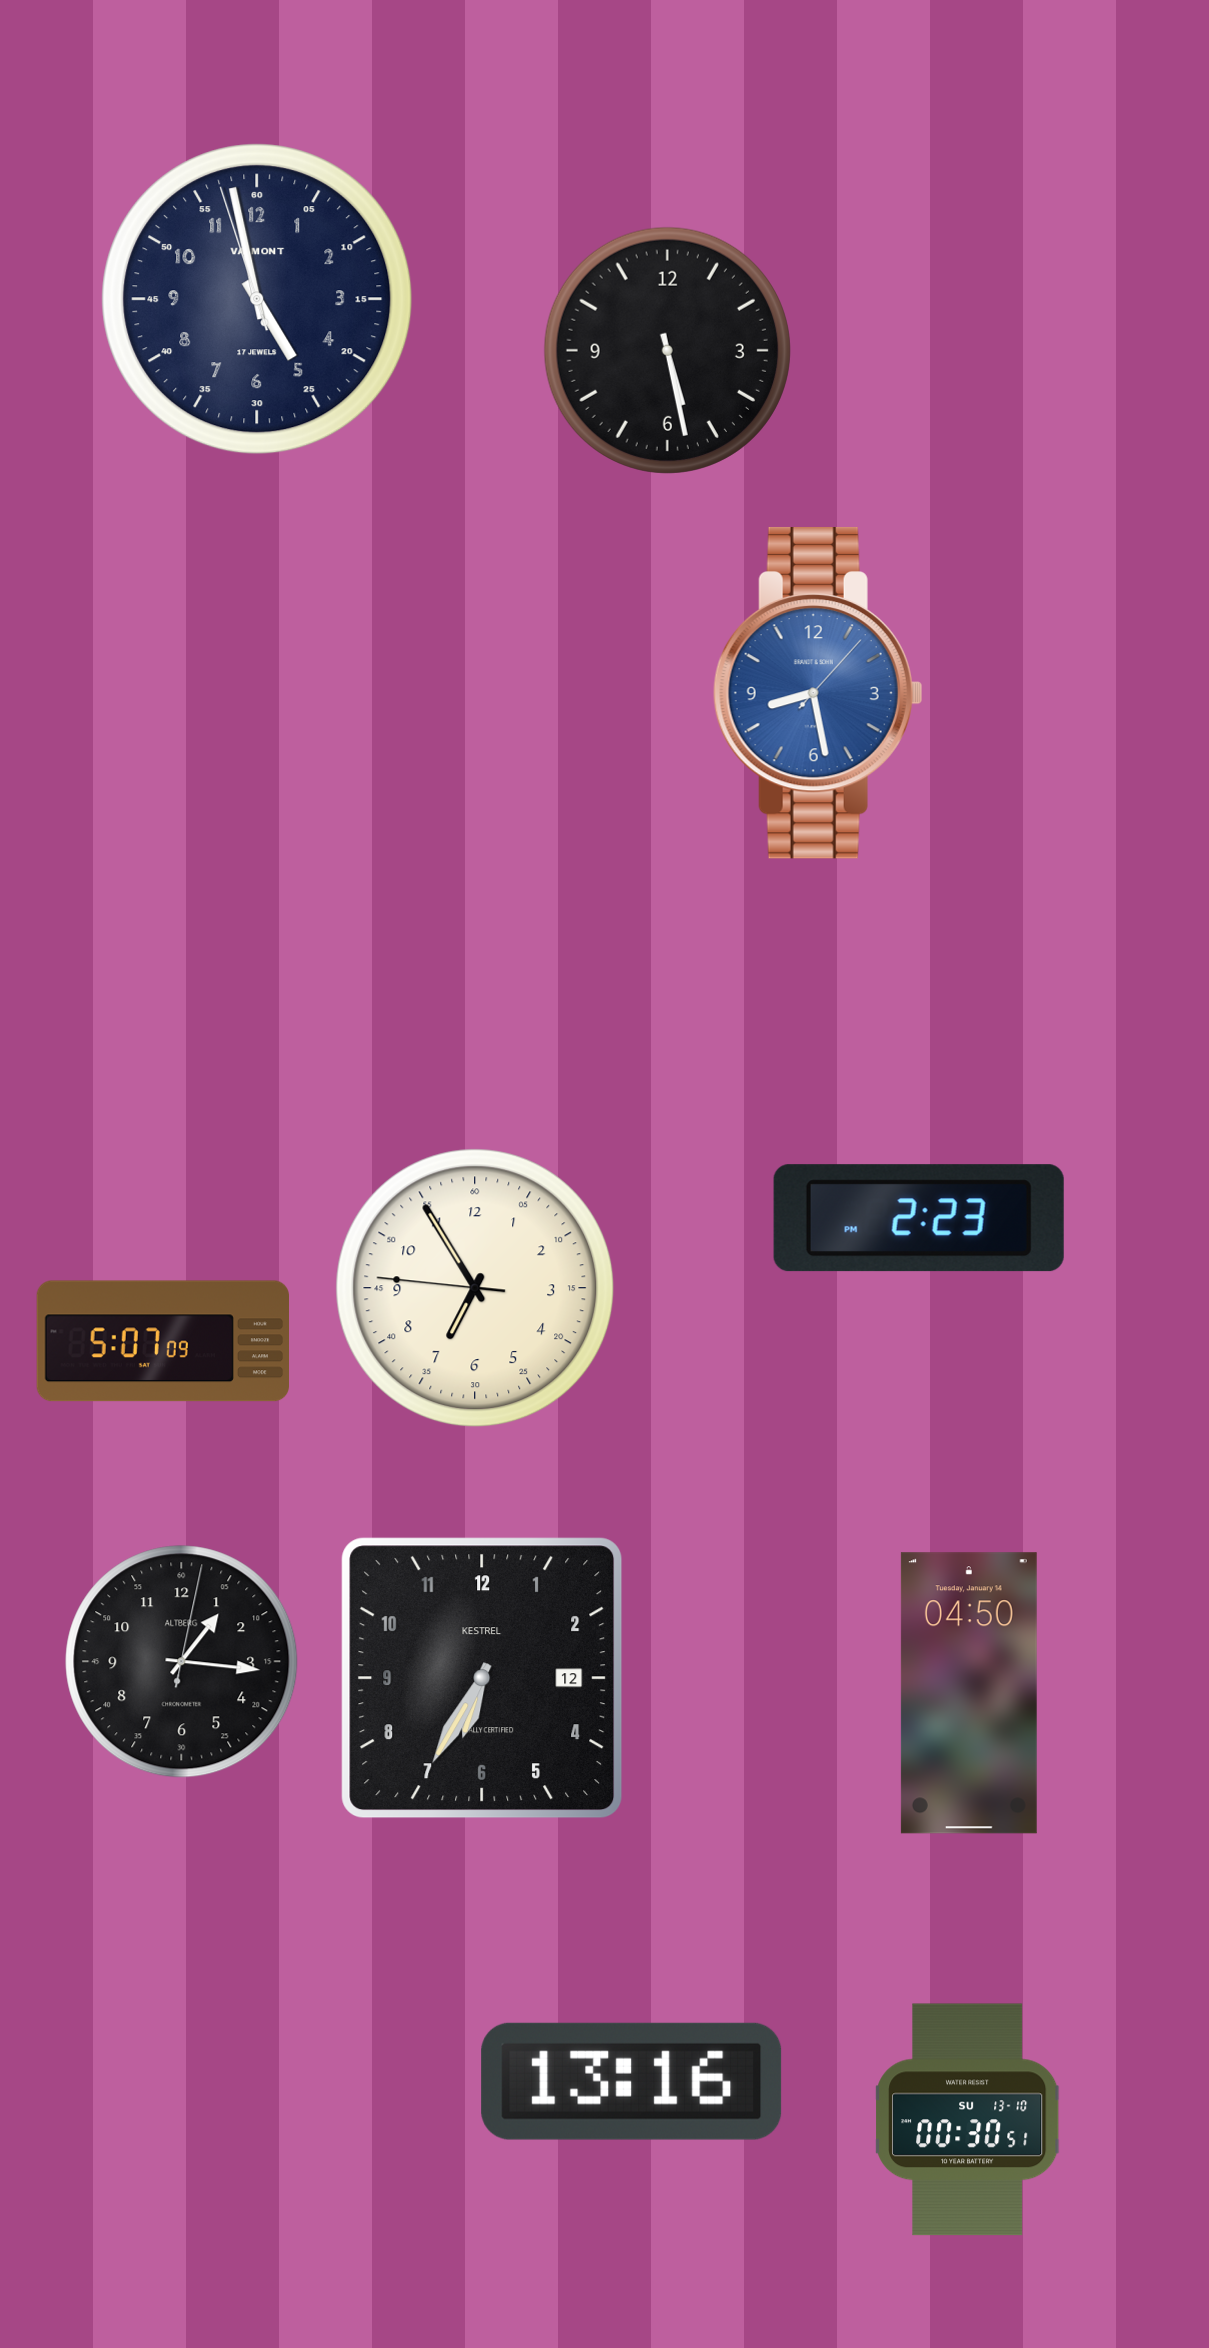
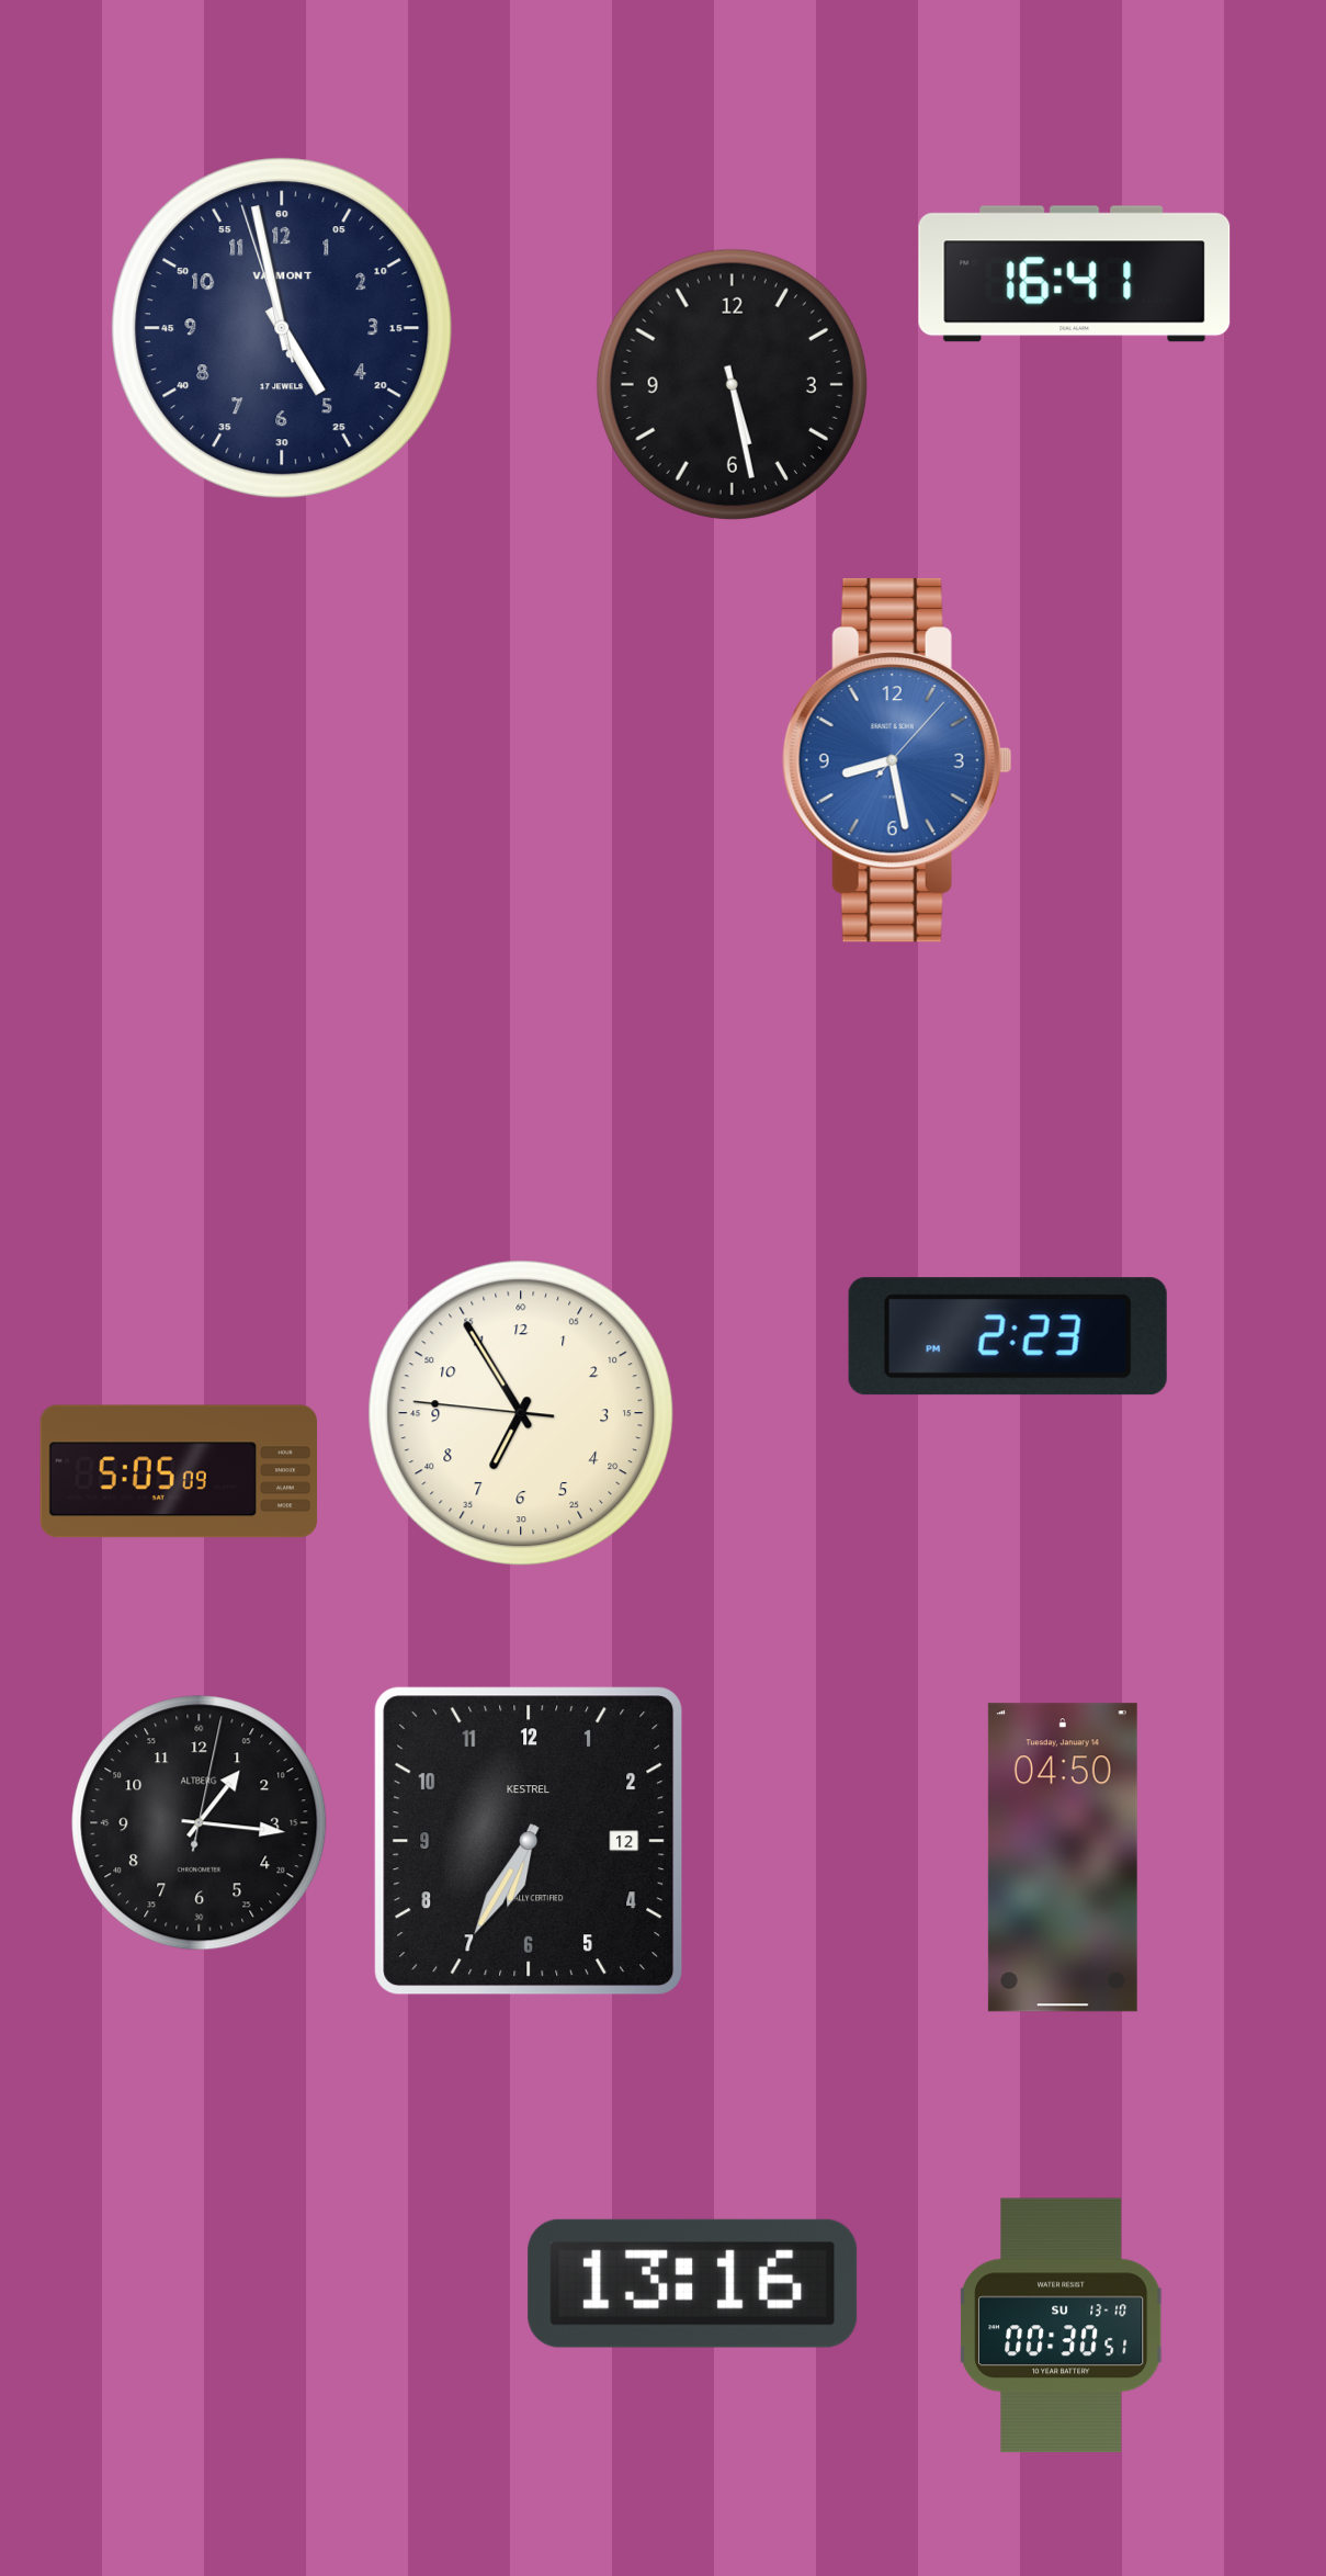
clock at (1075, 274): none -> 16:41
clock at (162, 1341): 5:07 -> 5:05
